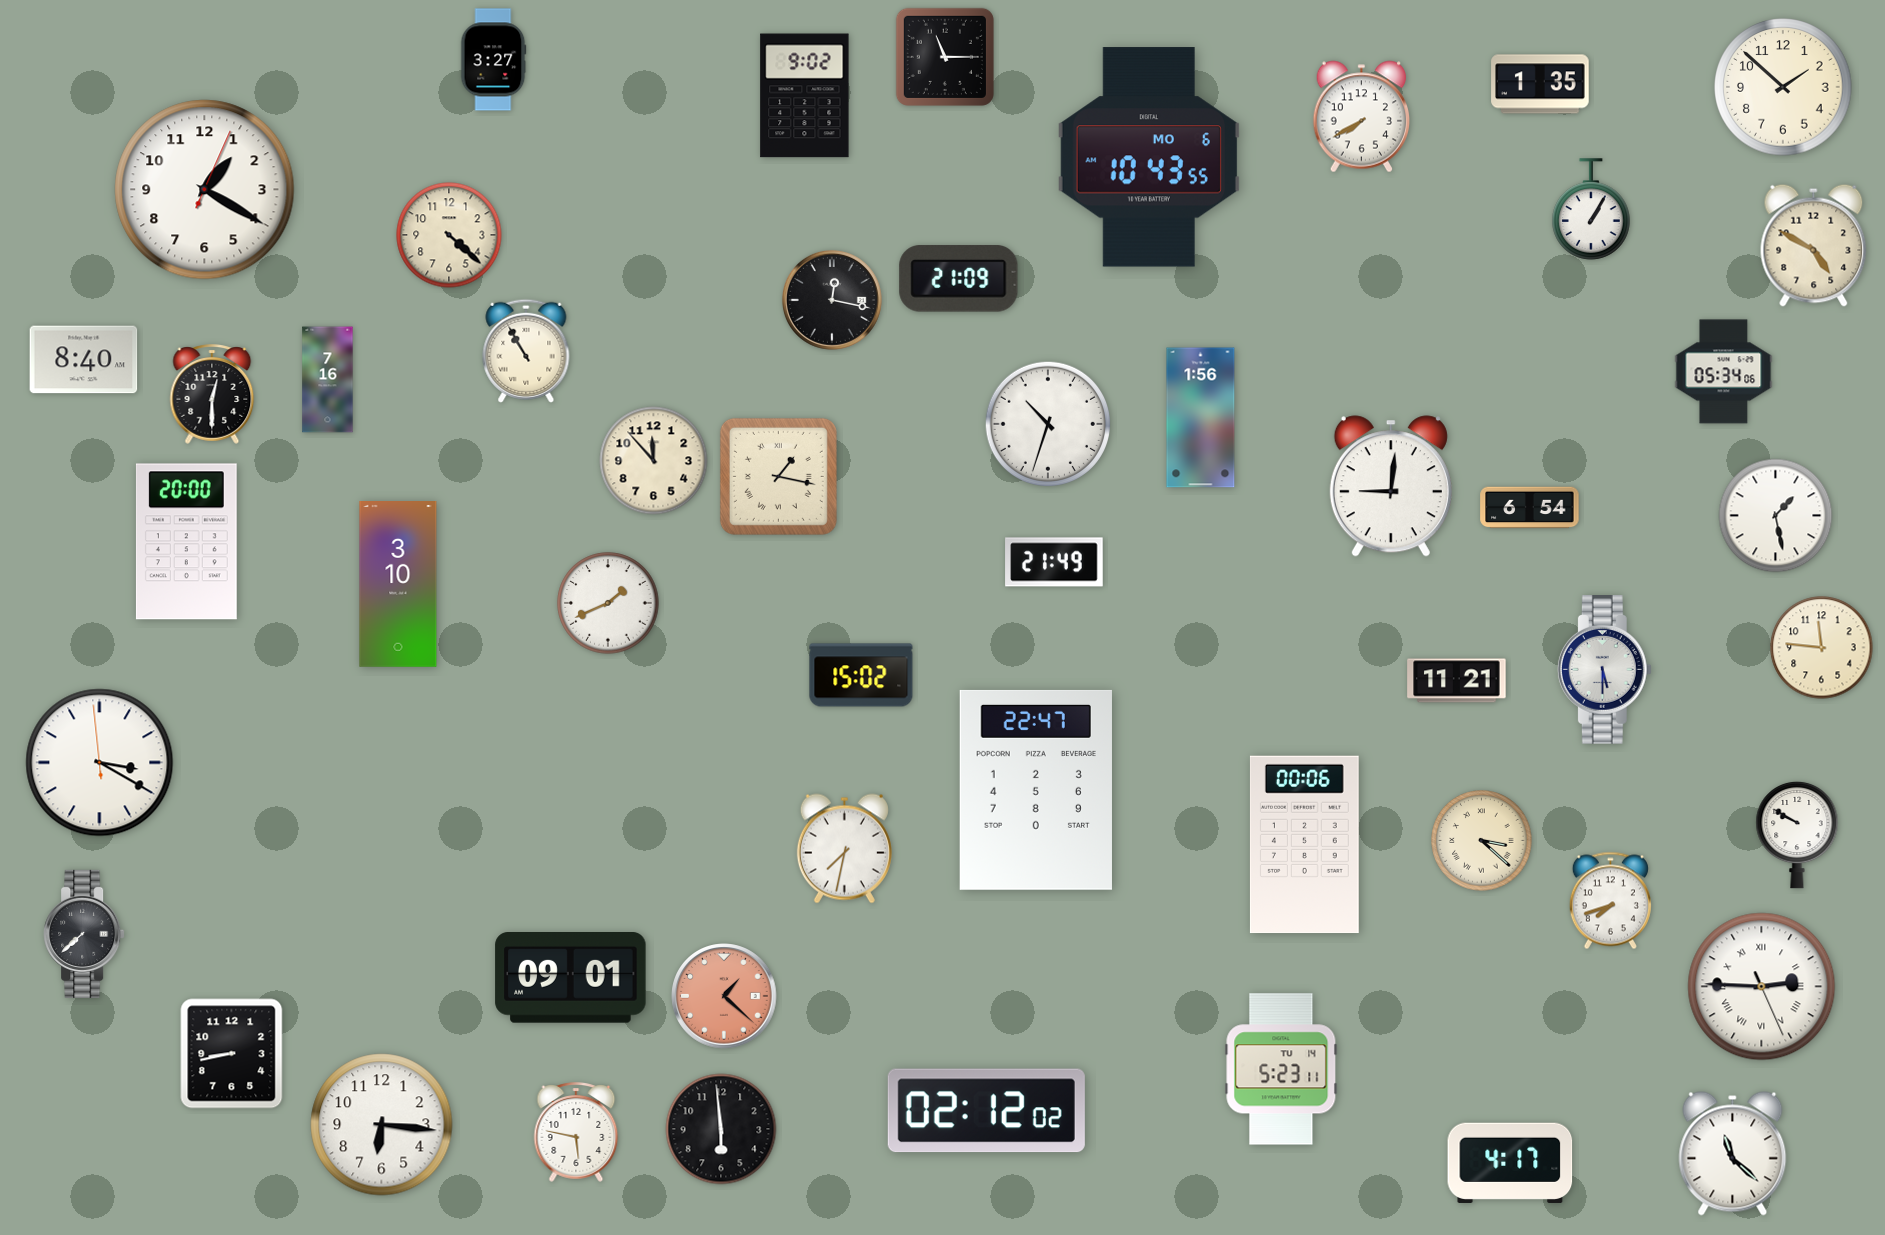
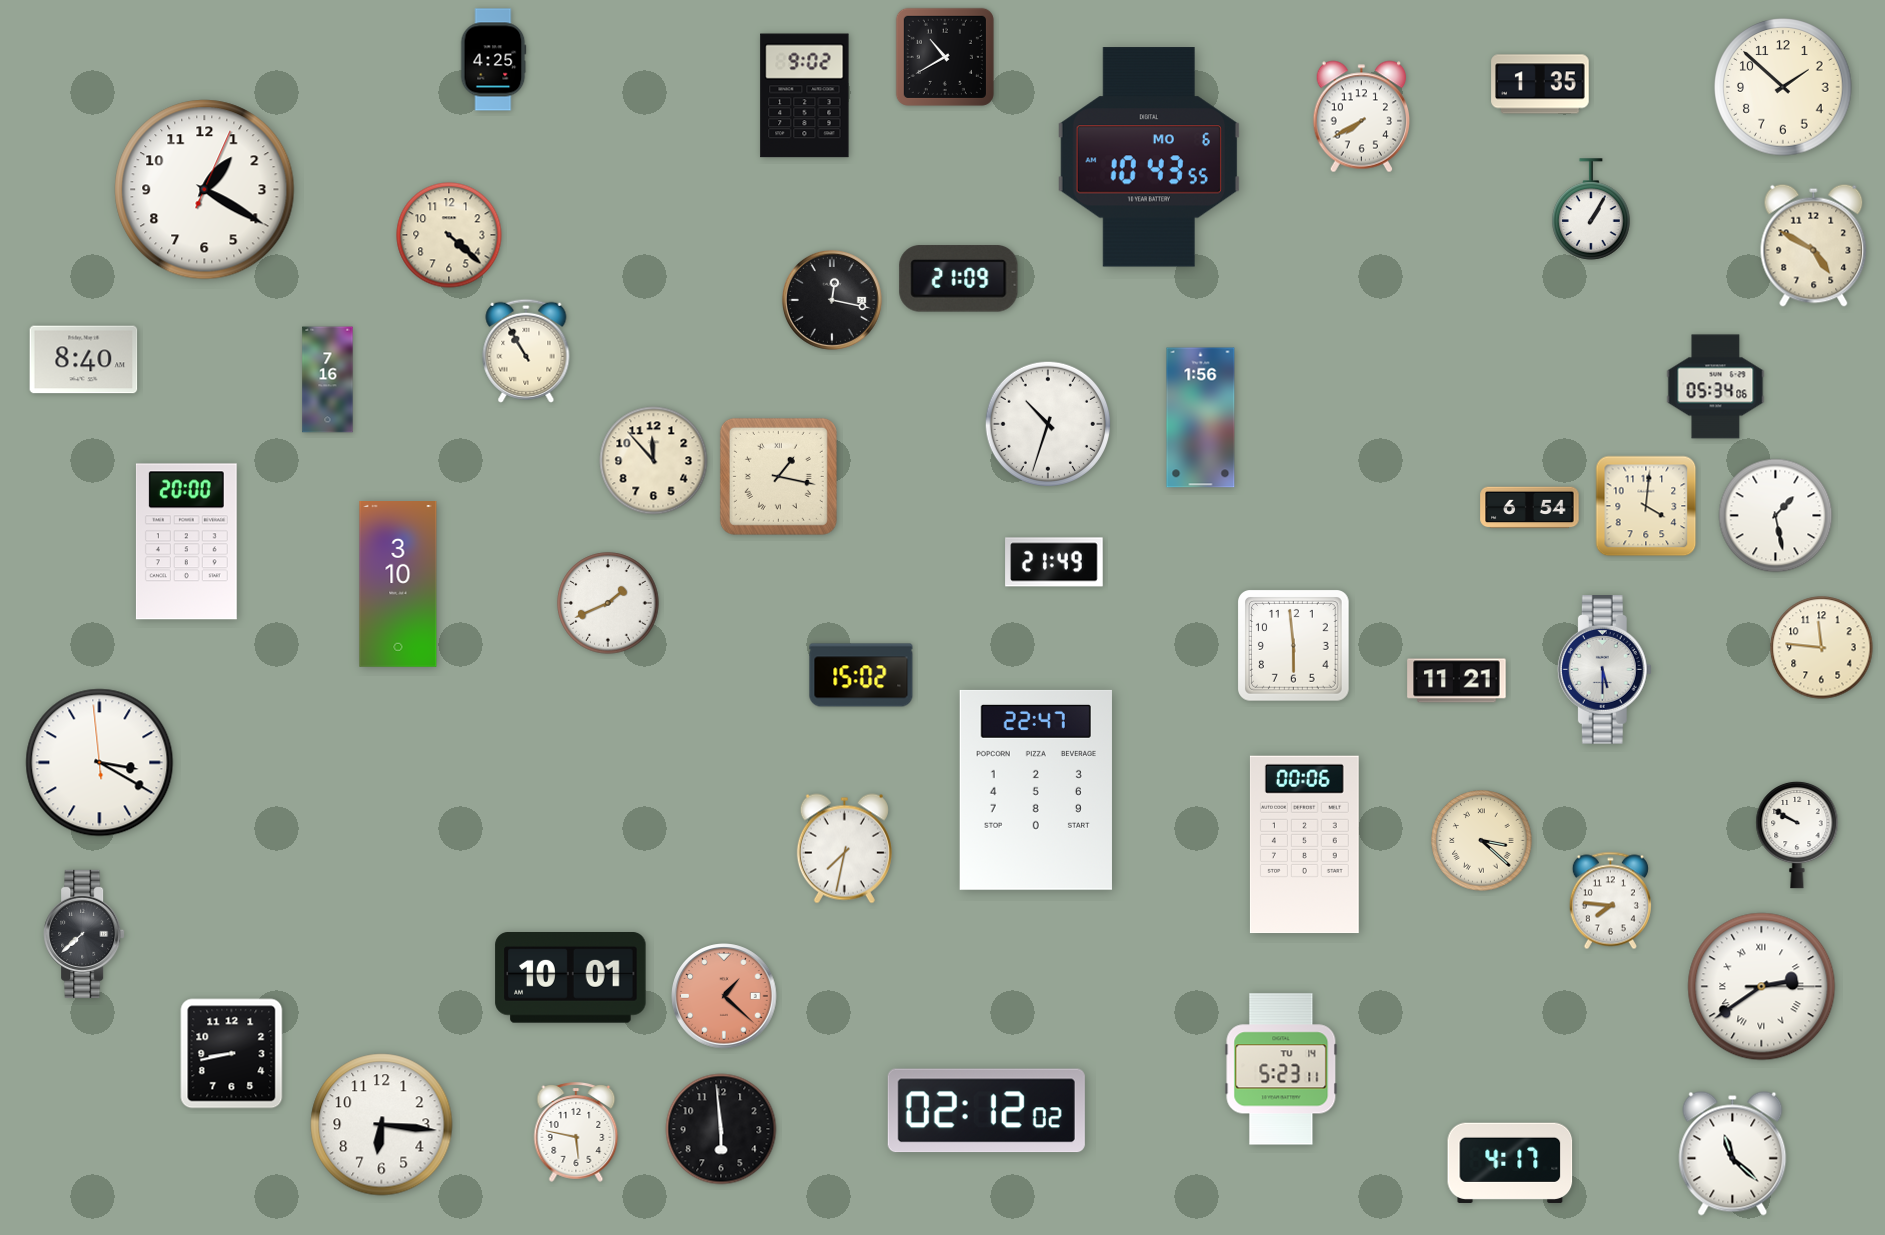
clock at (945, 57): 11:15 -> 10:40
clock at (494, 60): 3:27 -> 4:25
clock at (1724, 372) position: (1724, 372) -> (1716, 387)
clock at (212, 394): 12:30 -> none
clock at (1391, 486): 9:01 -> none
clock at (1646, 506): none -> 4:01
clock at (1294, 646): none -> 5:59
clock at (1610, 901): 7:42 -> 7:46
clock at (571, 978): 09:01 -> 10:01
clock at (1762, 987): 2:45 -> 2:39
